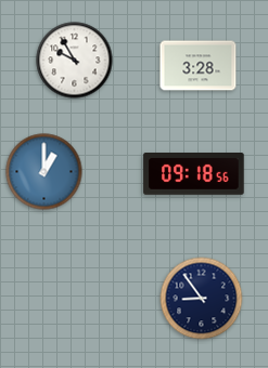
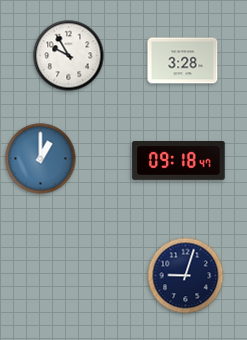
clock at (194, 174): 09:18:56 -> 09:18:47
clock at (202, 299): 8:54 -> 9:03
